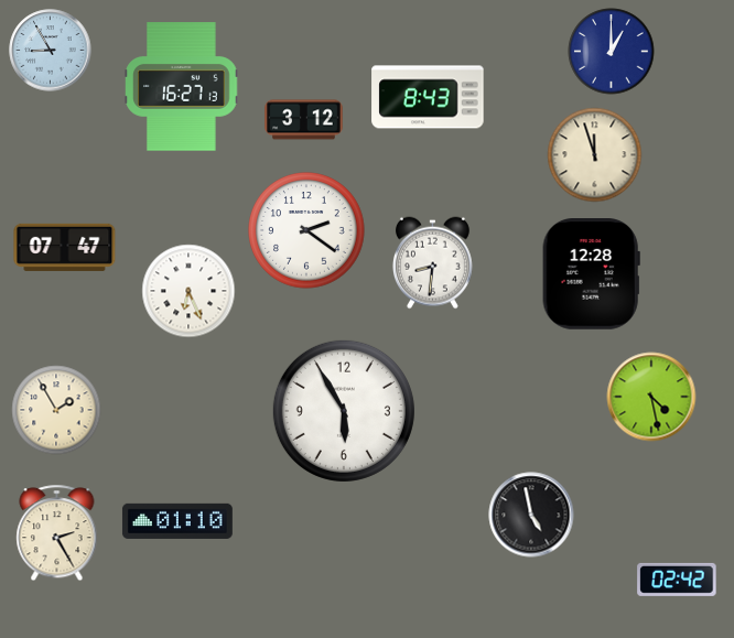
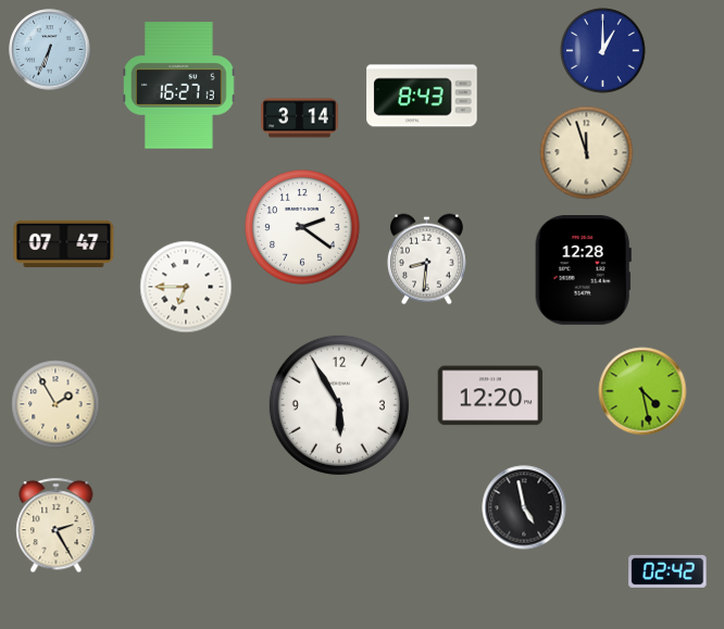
clock at (51, 51): 8:55 -> 6:34
clock at (304, 120): 3:12 -> 3:14
clock at (188, 291): 6:26 -> 6:45
clock at (490, 395): none -> 12:20
clock at (177, 521): 01:10 -> none
